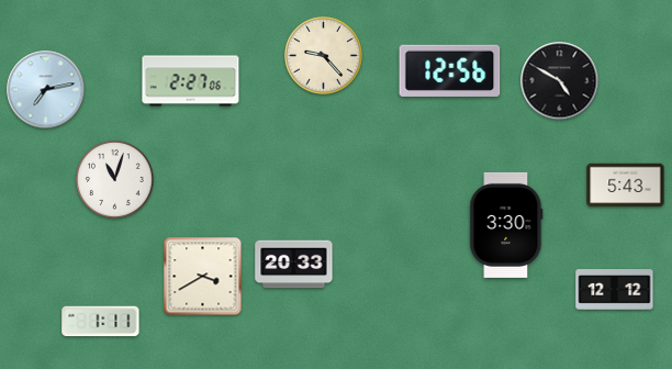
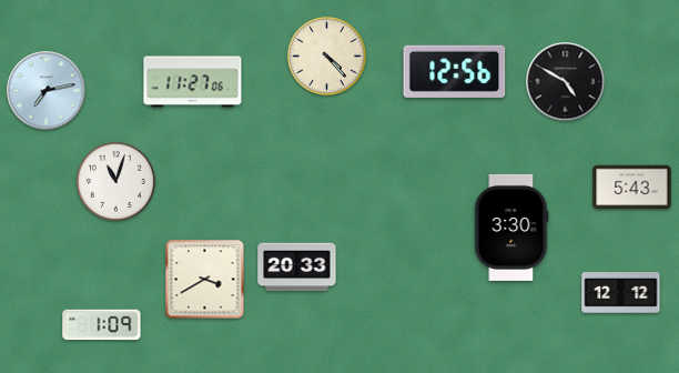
clock at (324, 56): 9:23 -> 4:23
clock at (191, 81): 2:27 -> 11:27
clock at (101, 322): 1:11 -> 1:09
